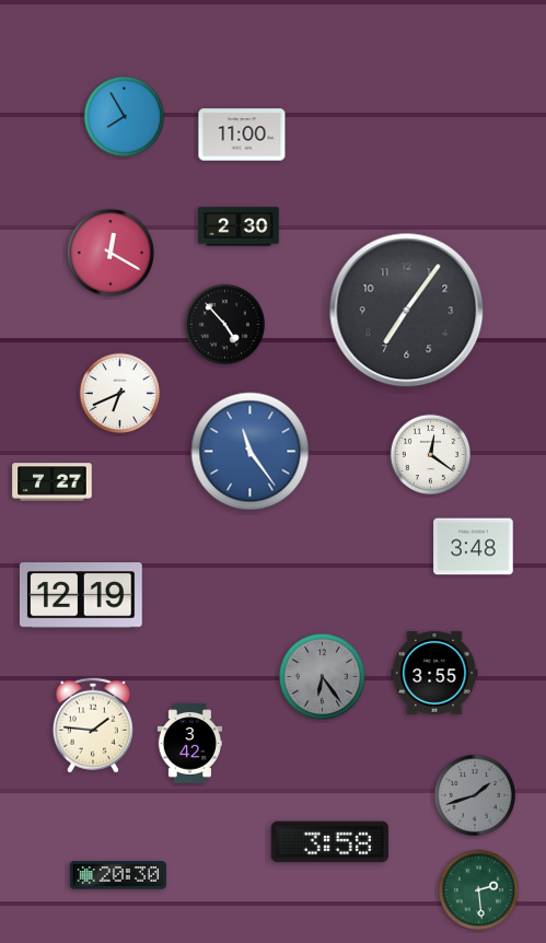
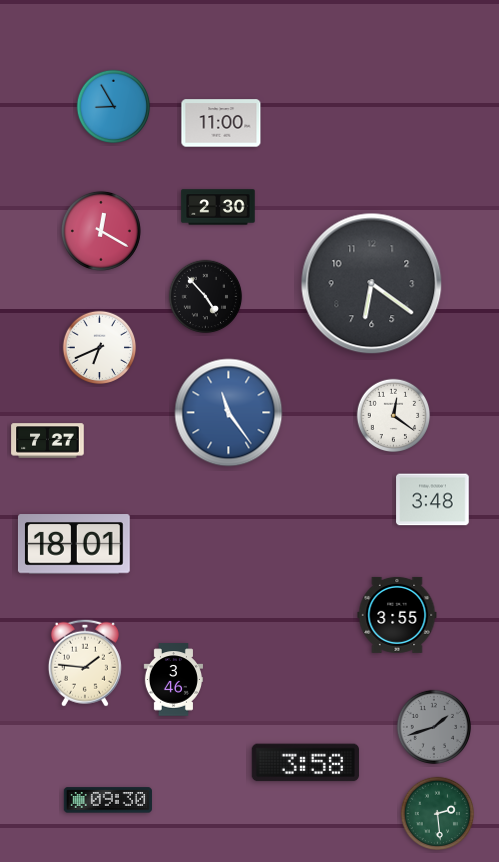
clock at (125, 117): 7:55 -> 8:55
clock at (407, 311): 7:06 -> 6:21
clock at (120, 394) position: (120, 394) -> (100, 348)
clock at (81, 595): 12:19 -> 18:01
clock at (322, 676): 6:24 -> none
clock at (189, 744): 3:42 -> 3:46
clock at (329, 842) position: (329, 842) -> (305, 763)
clock at (118, 875): 20:30 -> 09:30
